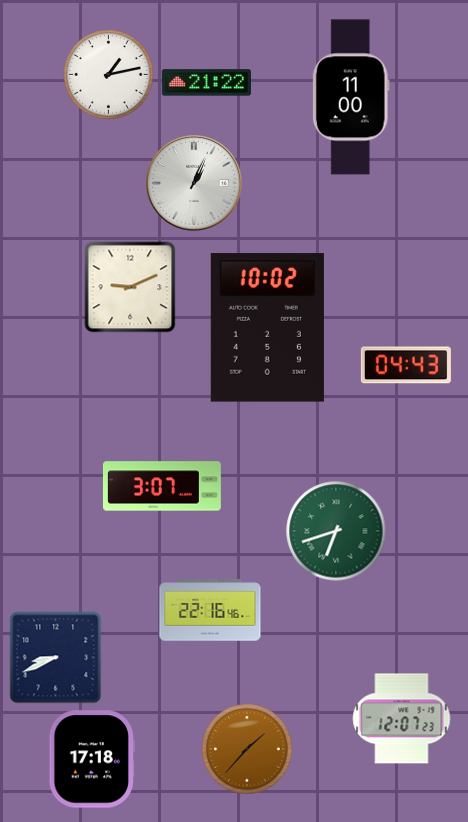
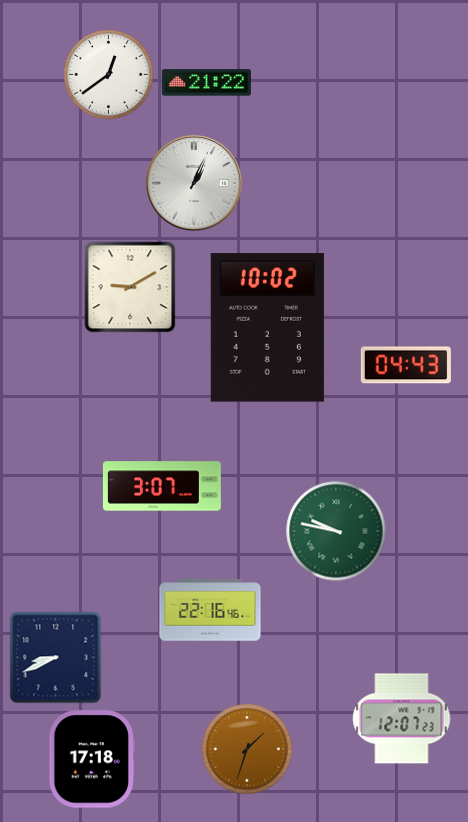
clock at (109, 75): 1:13 -> 12:39
clock at (351, 97): 11:00 -> none
clock at (130, 287): 9:11 -> 9:10
clock at (336, 531): 6:42 -> 9:47
clock at (247, 749): 1:37 -> 1:33
